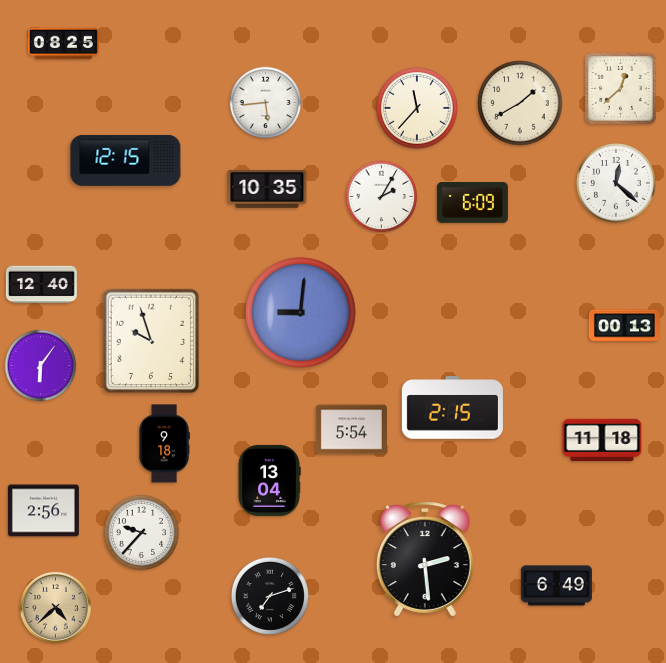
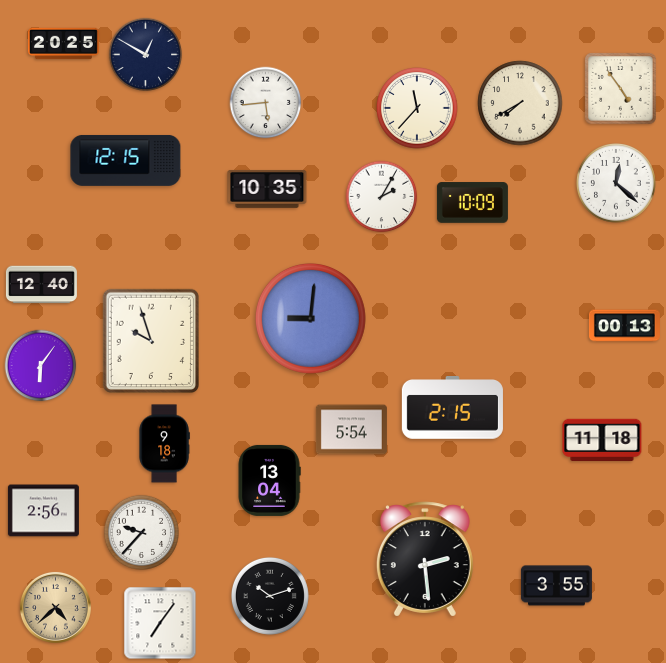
clock at (63, 44): 08:25 -> 20:25
clock at (146, 55): none -> 12:50
clock at (621, 89): 12:38 -> 4:54
clock at (520, 103): 1:40 -> 7:40
clock at (472, 203): 6:09 -> 10:09
clock at (300, 312) position: (300, 312) -> (310, 318)
clock at (556, 586): 6:49 -> 3:55
clock at (270, 596): 7:12 -> 10:12
clock at (160, 623): none -> 7:06
